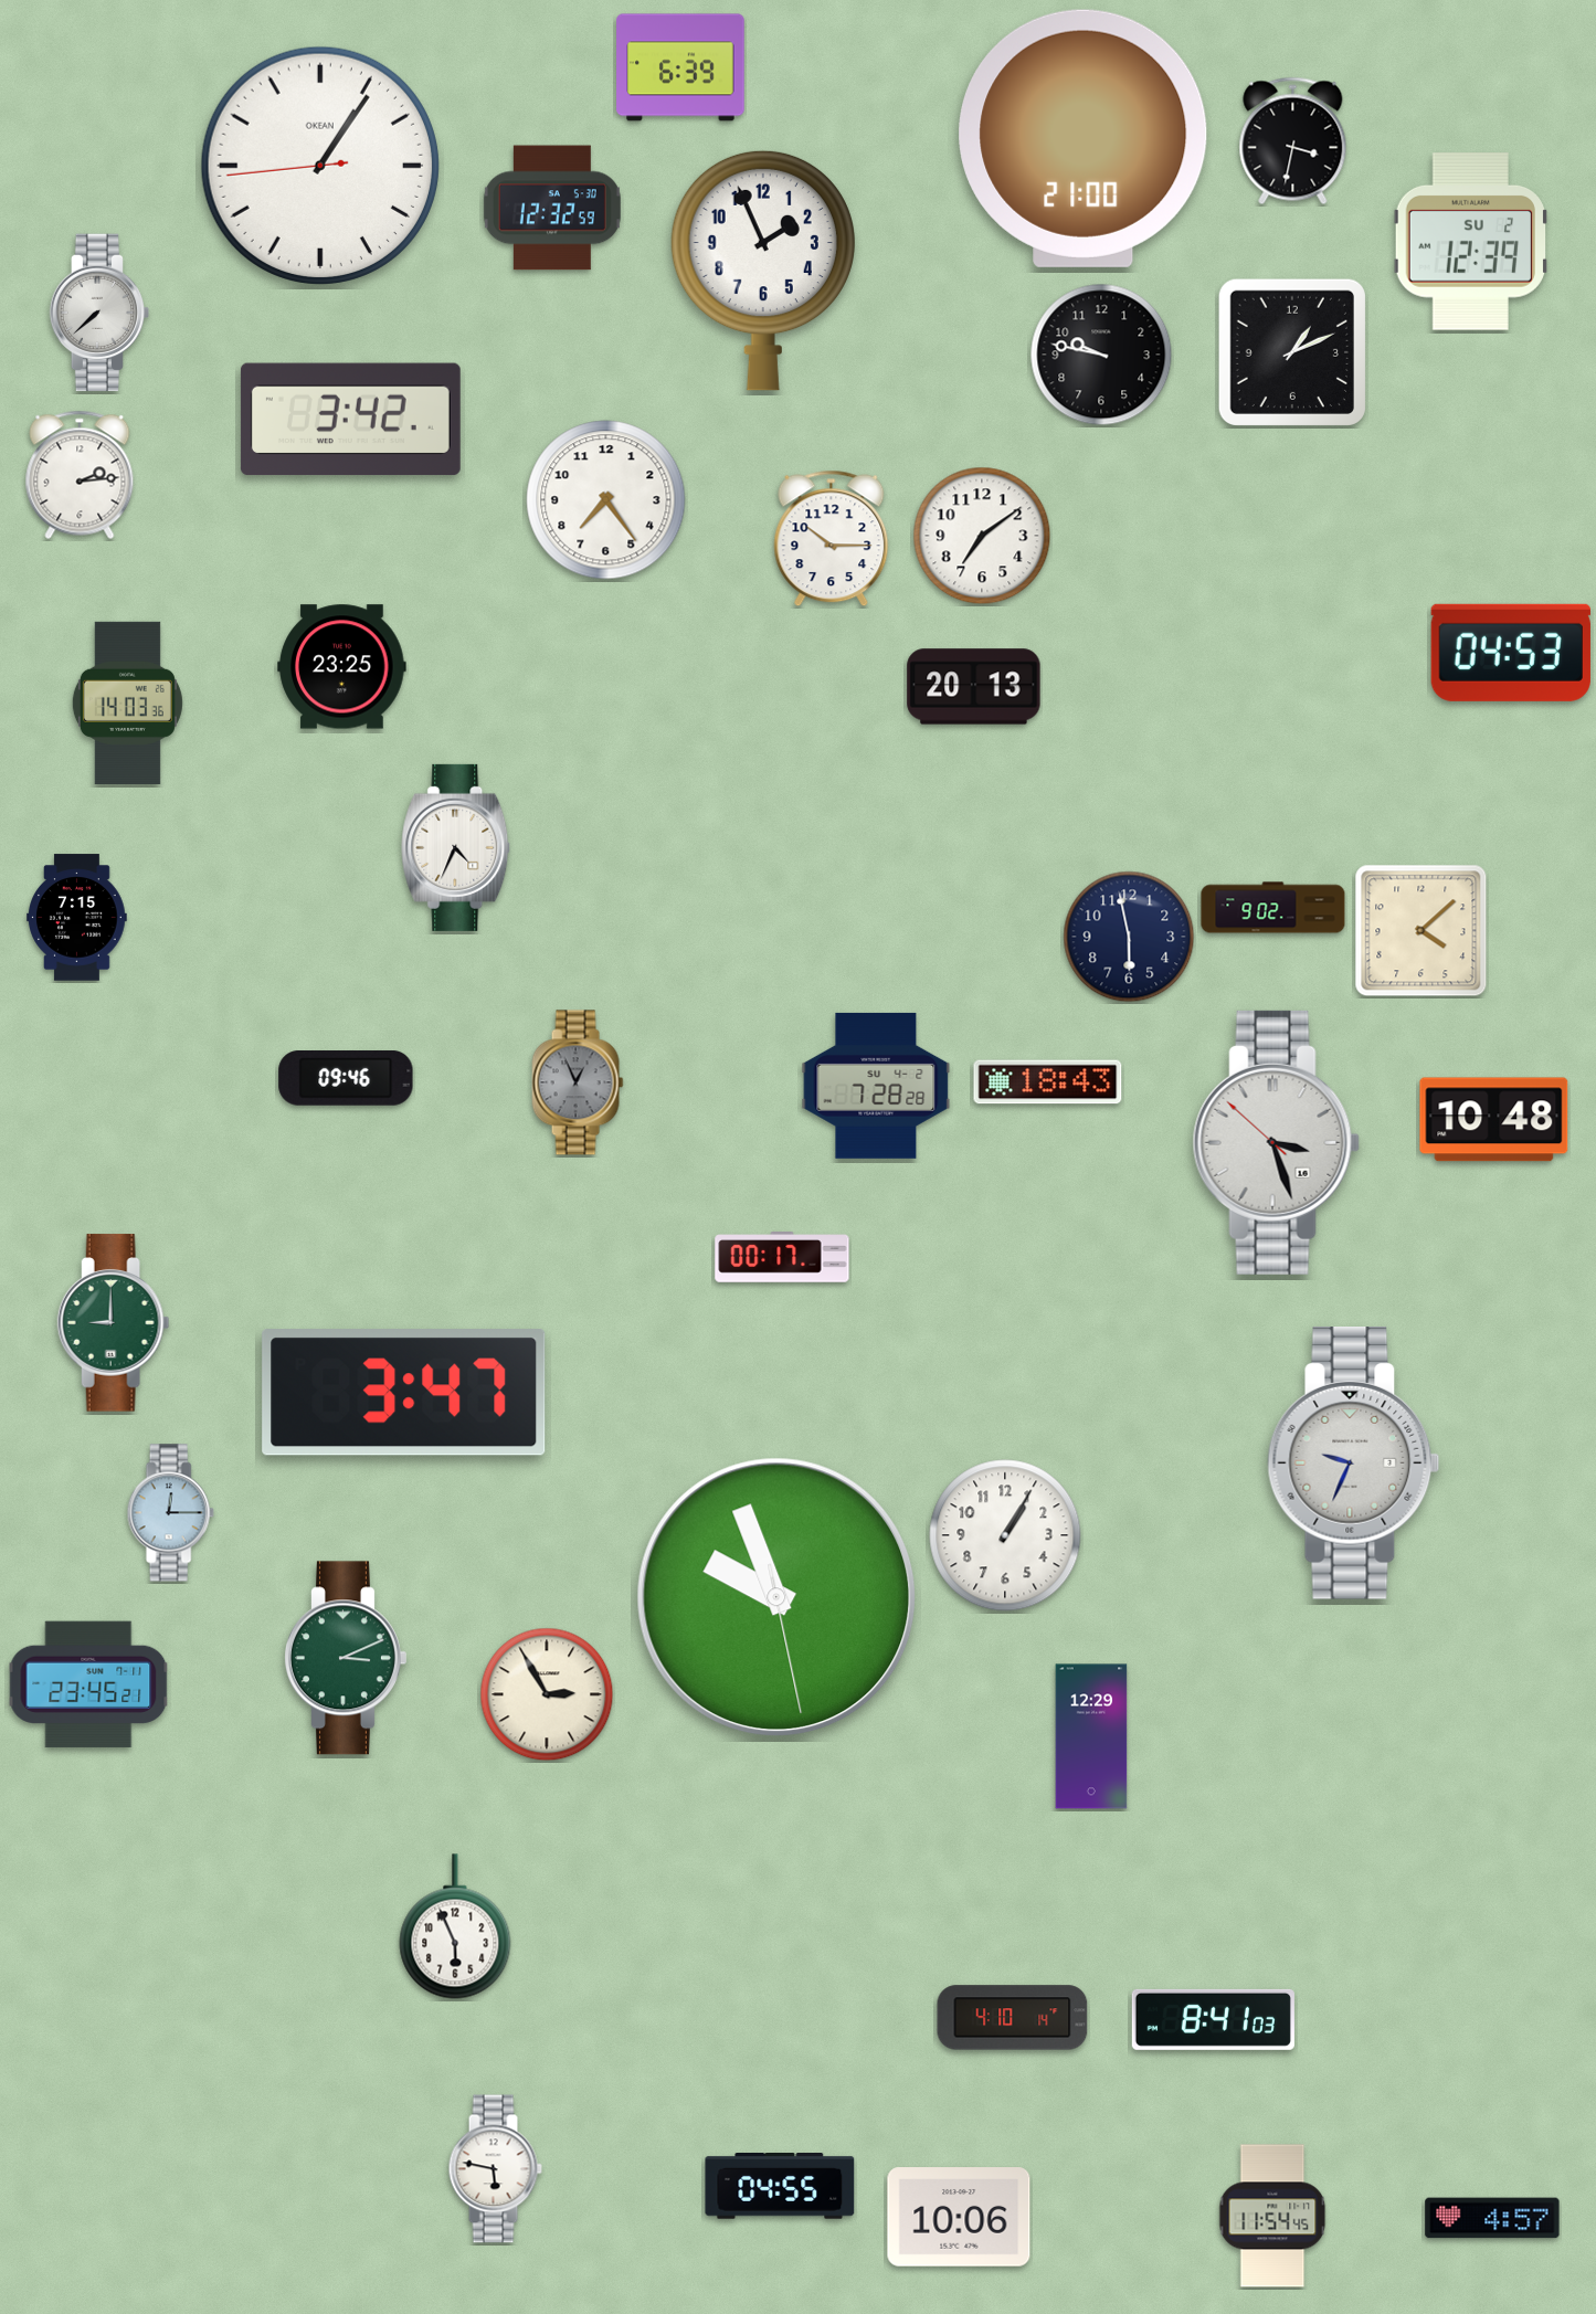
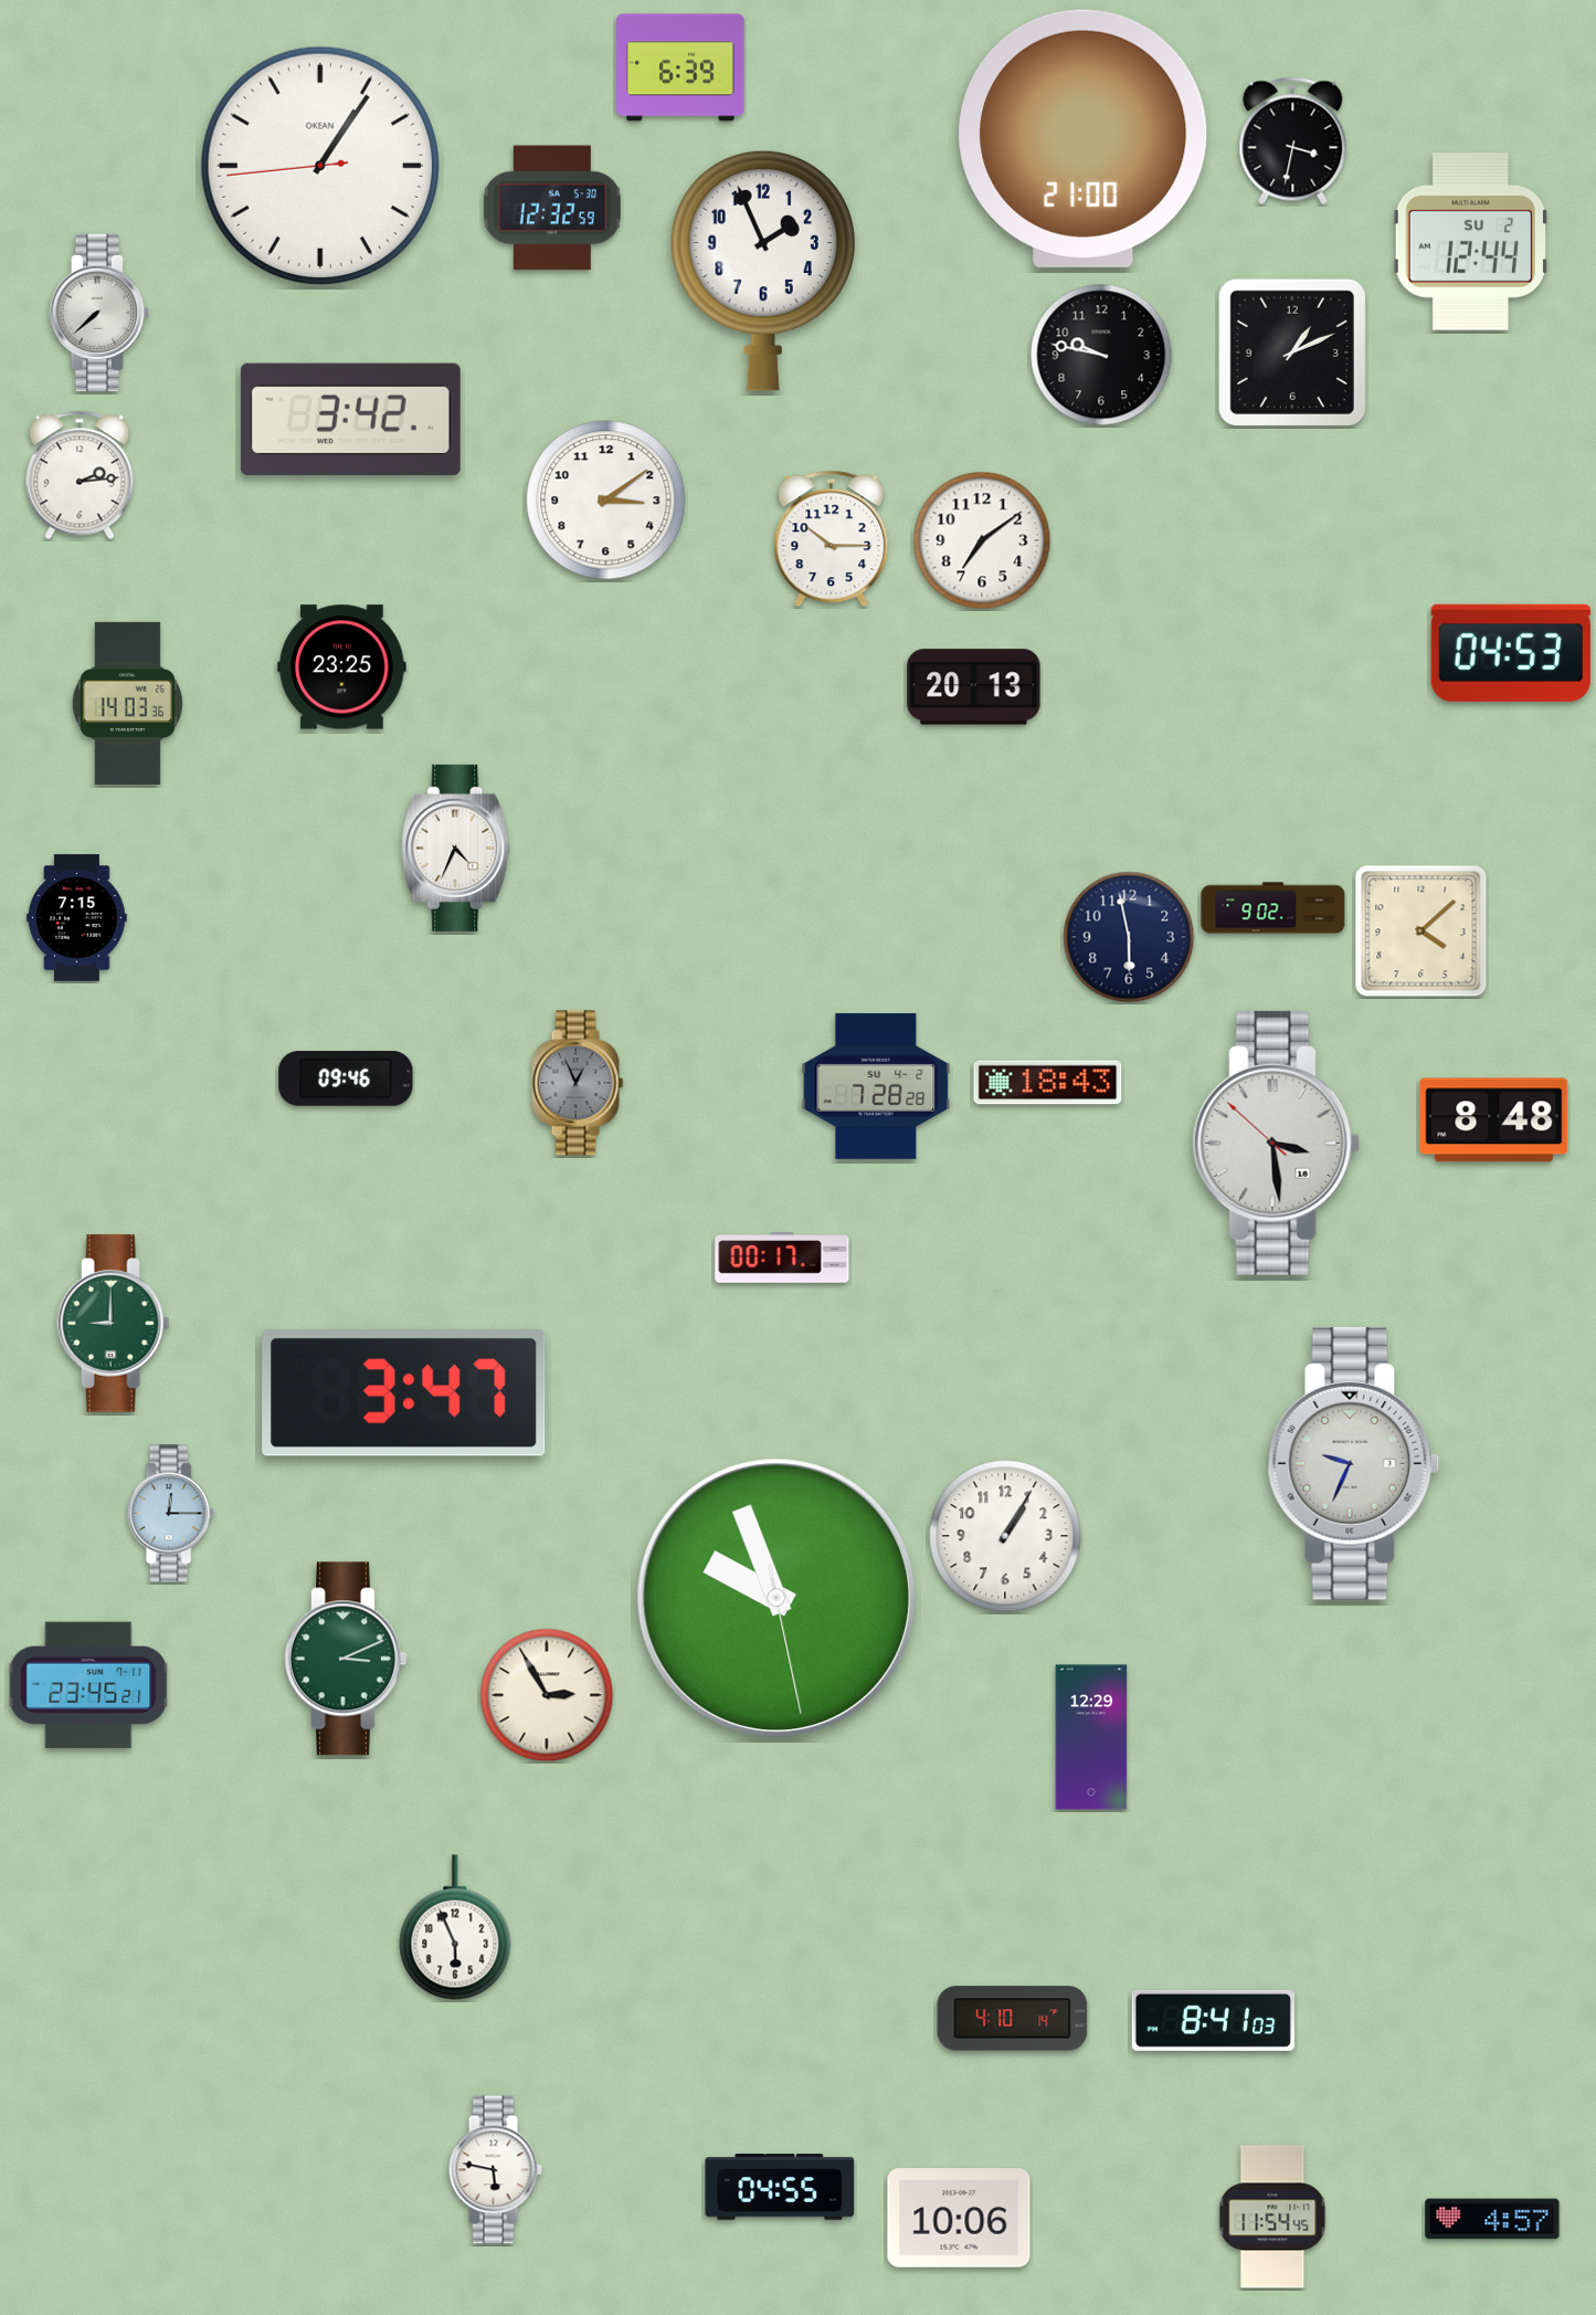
clock at (1470, 242): 12:39 -> 12:44
clock at (606, 500): 7:24 -> 3:09
clock at (982, 536) position: (982, 536) -> (982, 540)
clock at (1494, 1120): 10:48 -> 8:48
clock at (1276, 1142): 3:26 -> 3:28
